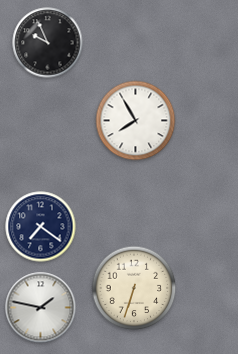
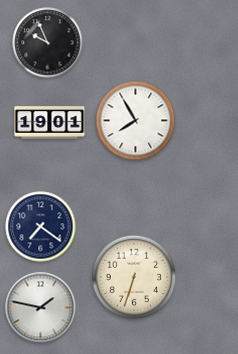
clock at (50, 123): none -> 19:01
clock at (134, 288) position: (134, 288) -> (134, 277)
